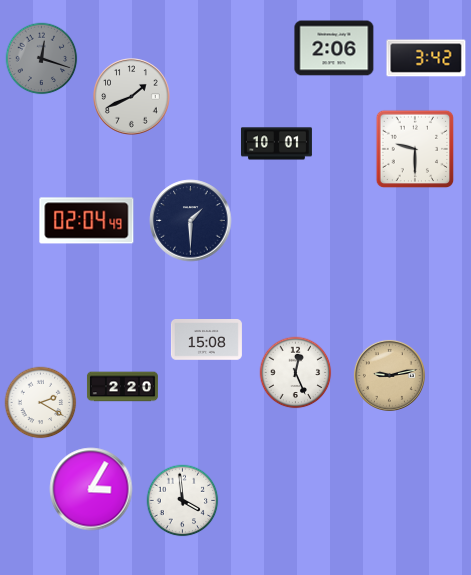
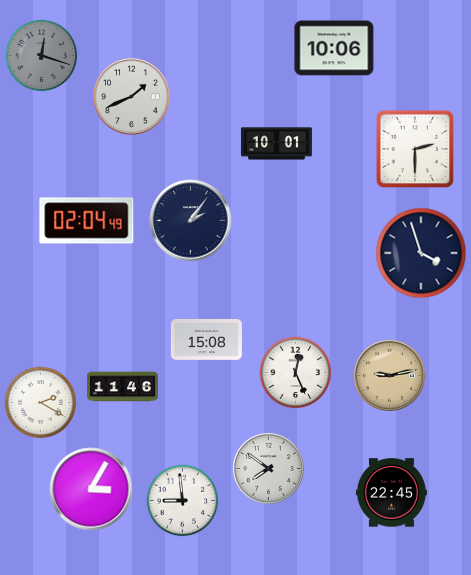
clock at (334, 48): 2:06 -> 10:06
clock at (426, 58): 3:42 -> none
clock at (42, 59) position: (42, 59) -> (42, 56)
clock at (415, 149): 9:30 -> 2:30
clock at (191, 221): 1:30 -> 2:06
clock at (421, 253): none -> 3:57
clock at (122, 387): 2:20 -> 11:46
clock at (268, 468): none -> 7:51
clock at (391, 493): none -> 22:45
clock at (183, 501): 3:59 -> 8:59
